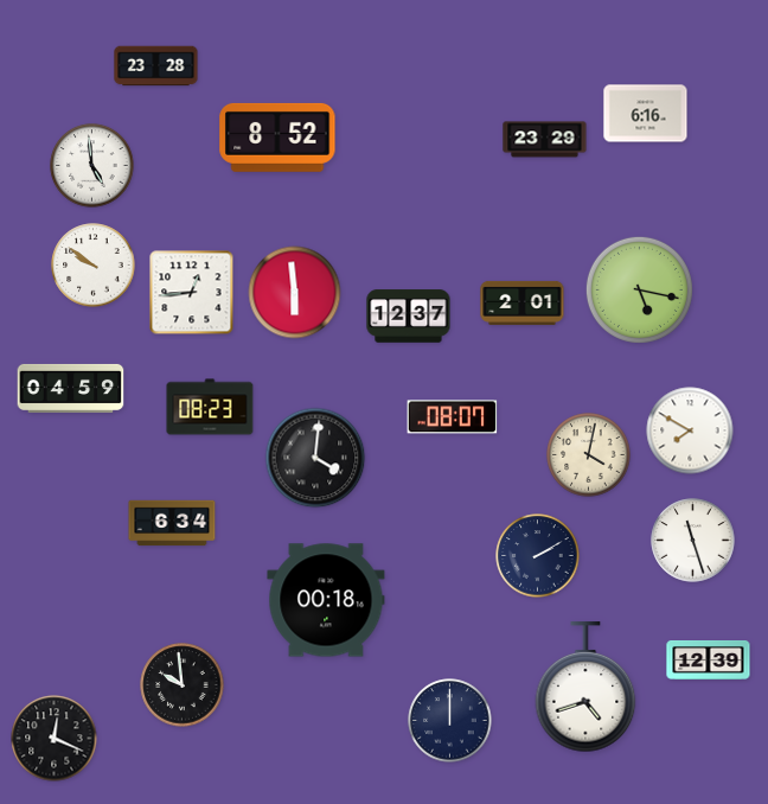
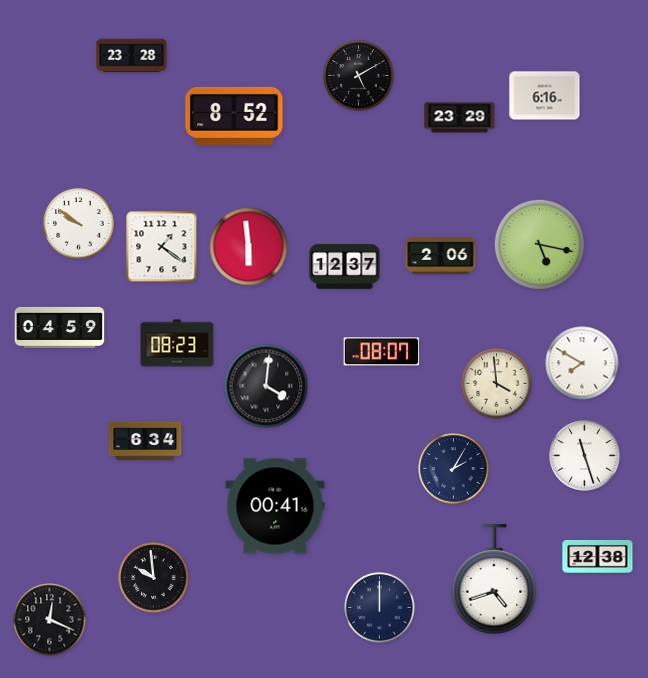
clock at (359, 76): none -> 5:10
clock at (92, 166): 4:59 -> none
clock at (192, 293): 12:44 -> 1:21
clock at (523, 302): 2:01 -> 2:06
clock at (589, 455): 4:02 -> 3:59
clock at (538, 556): 2:10 -> 2:05
clock at (326, 600): 00:18 -> 00:41
clock at (709, 661): 12:39 -> 12:38
clock at (55, 739) position: (55, 739) -> (50, 620)
